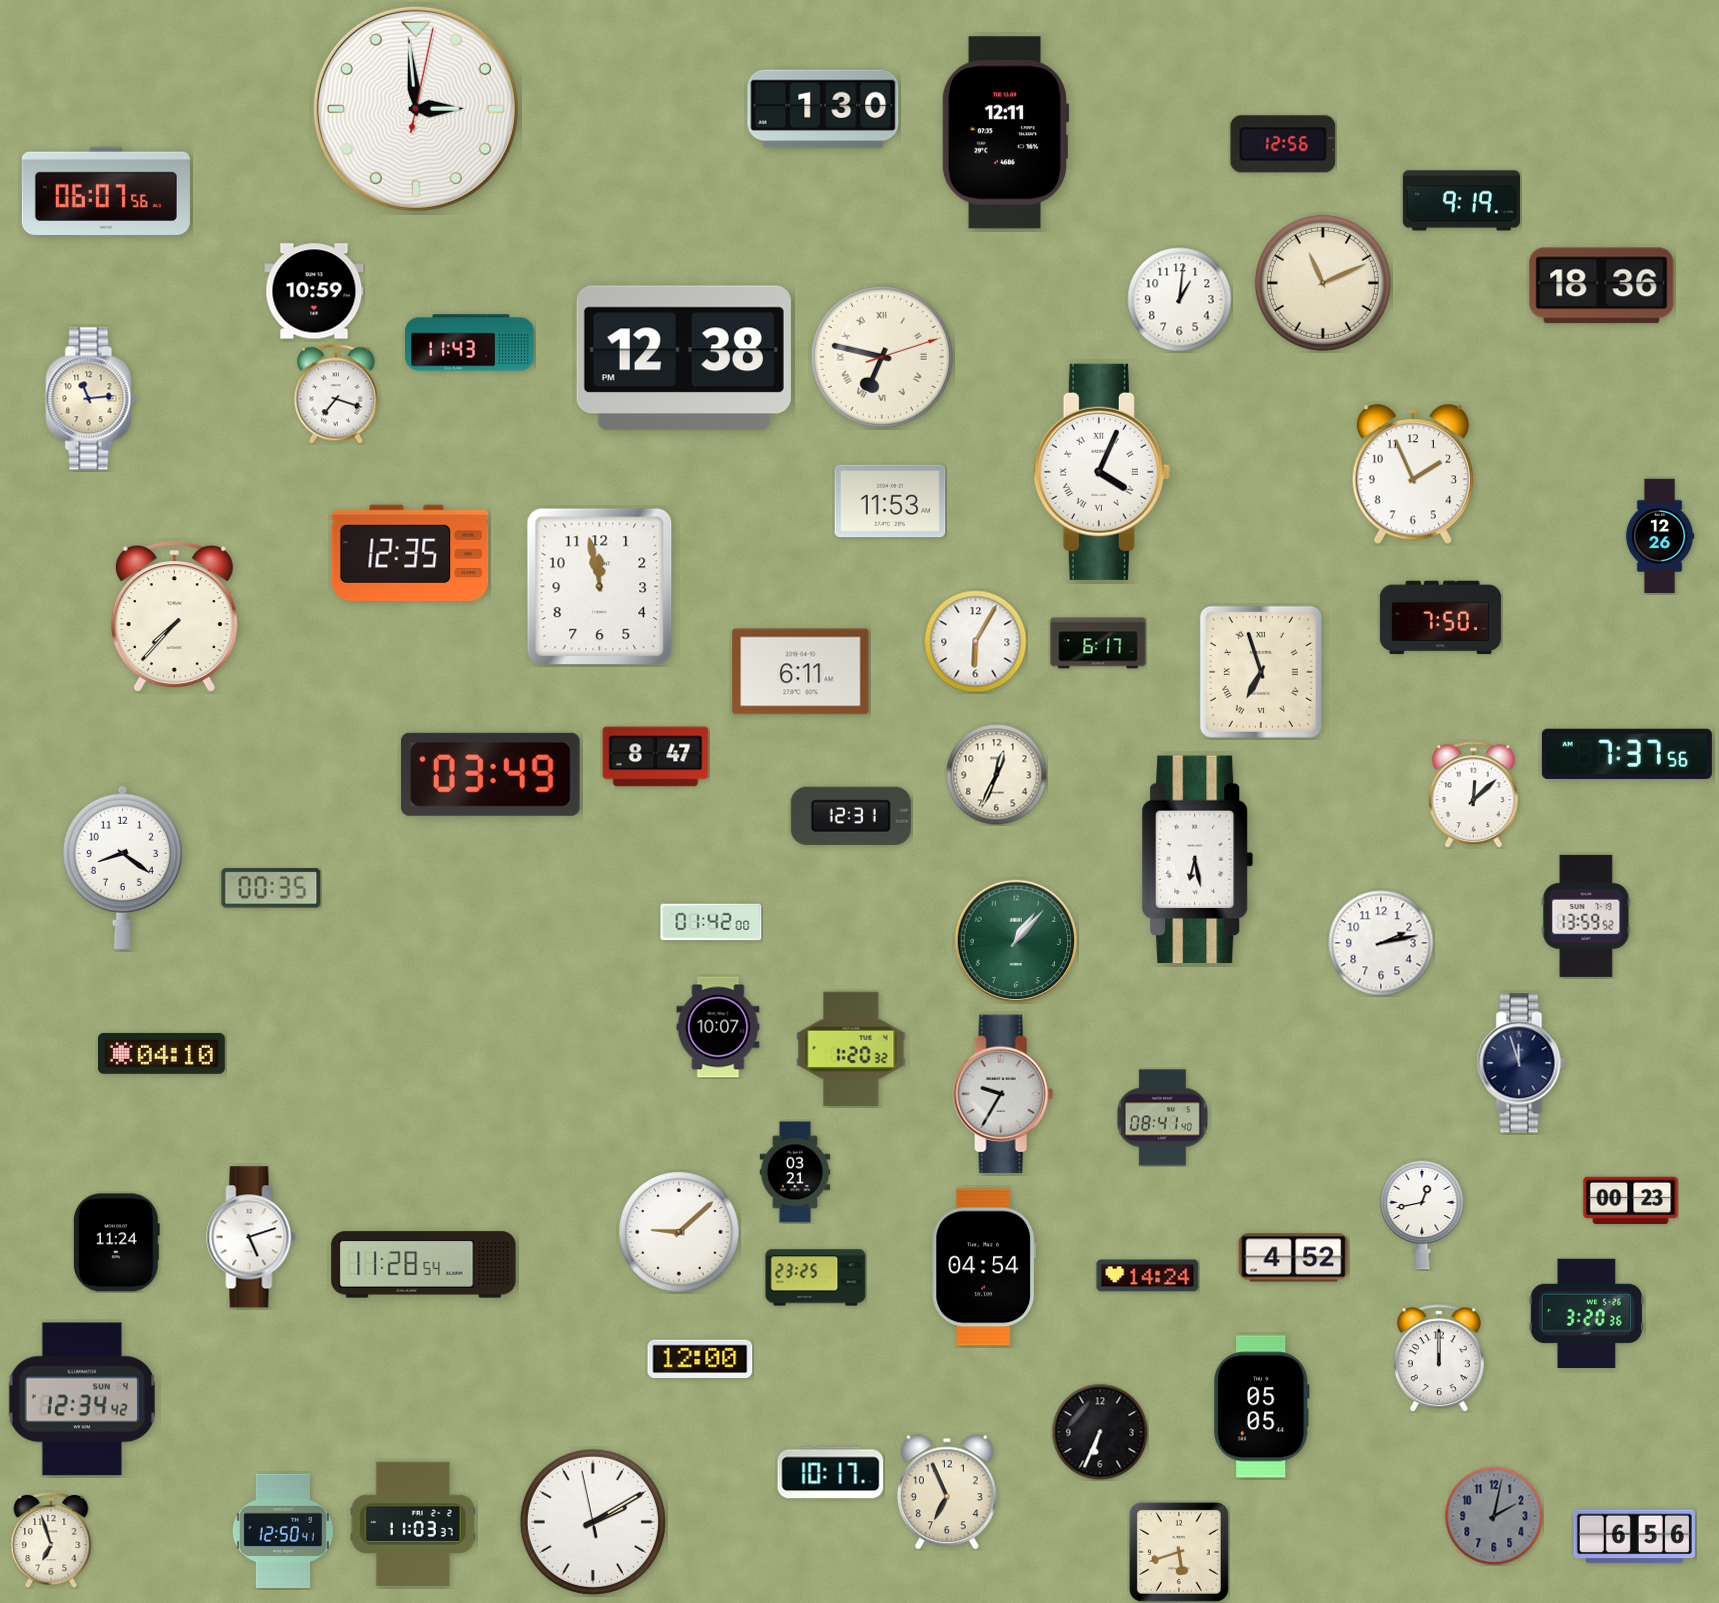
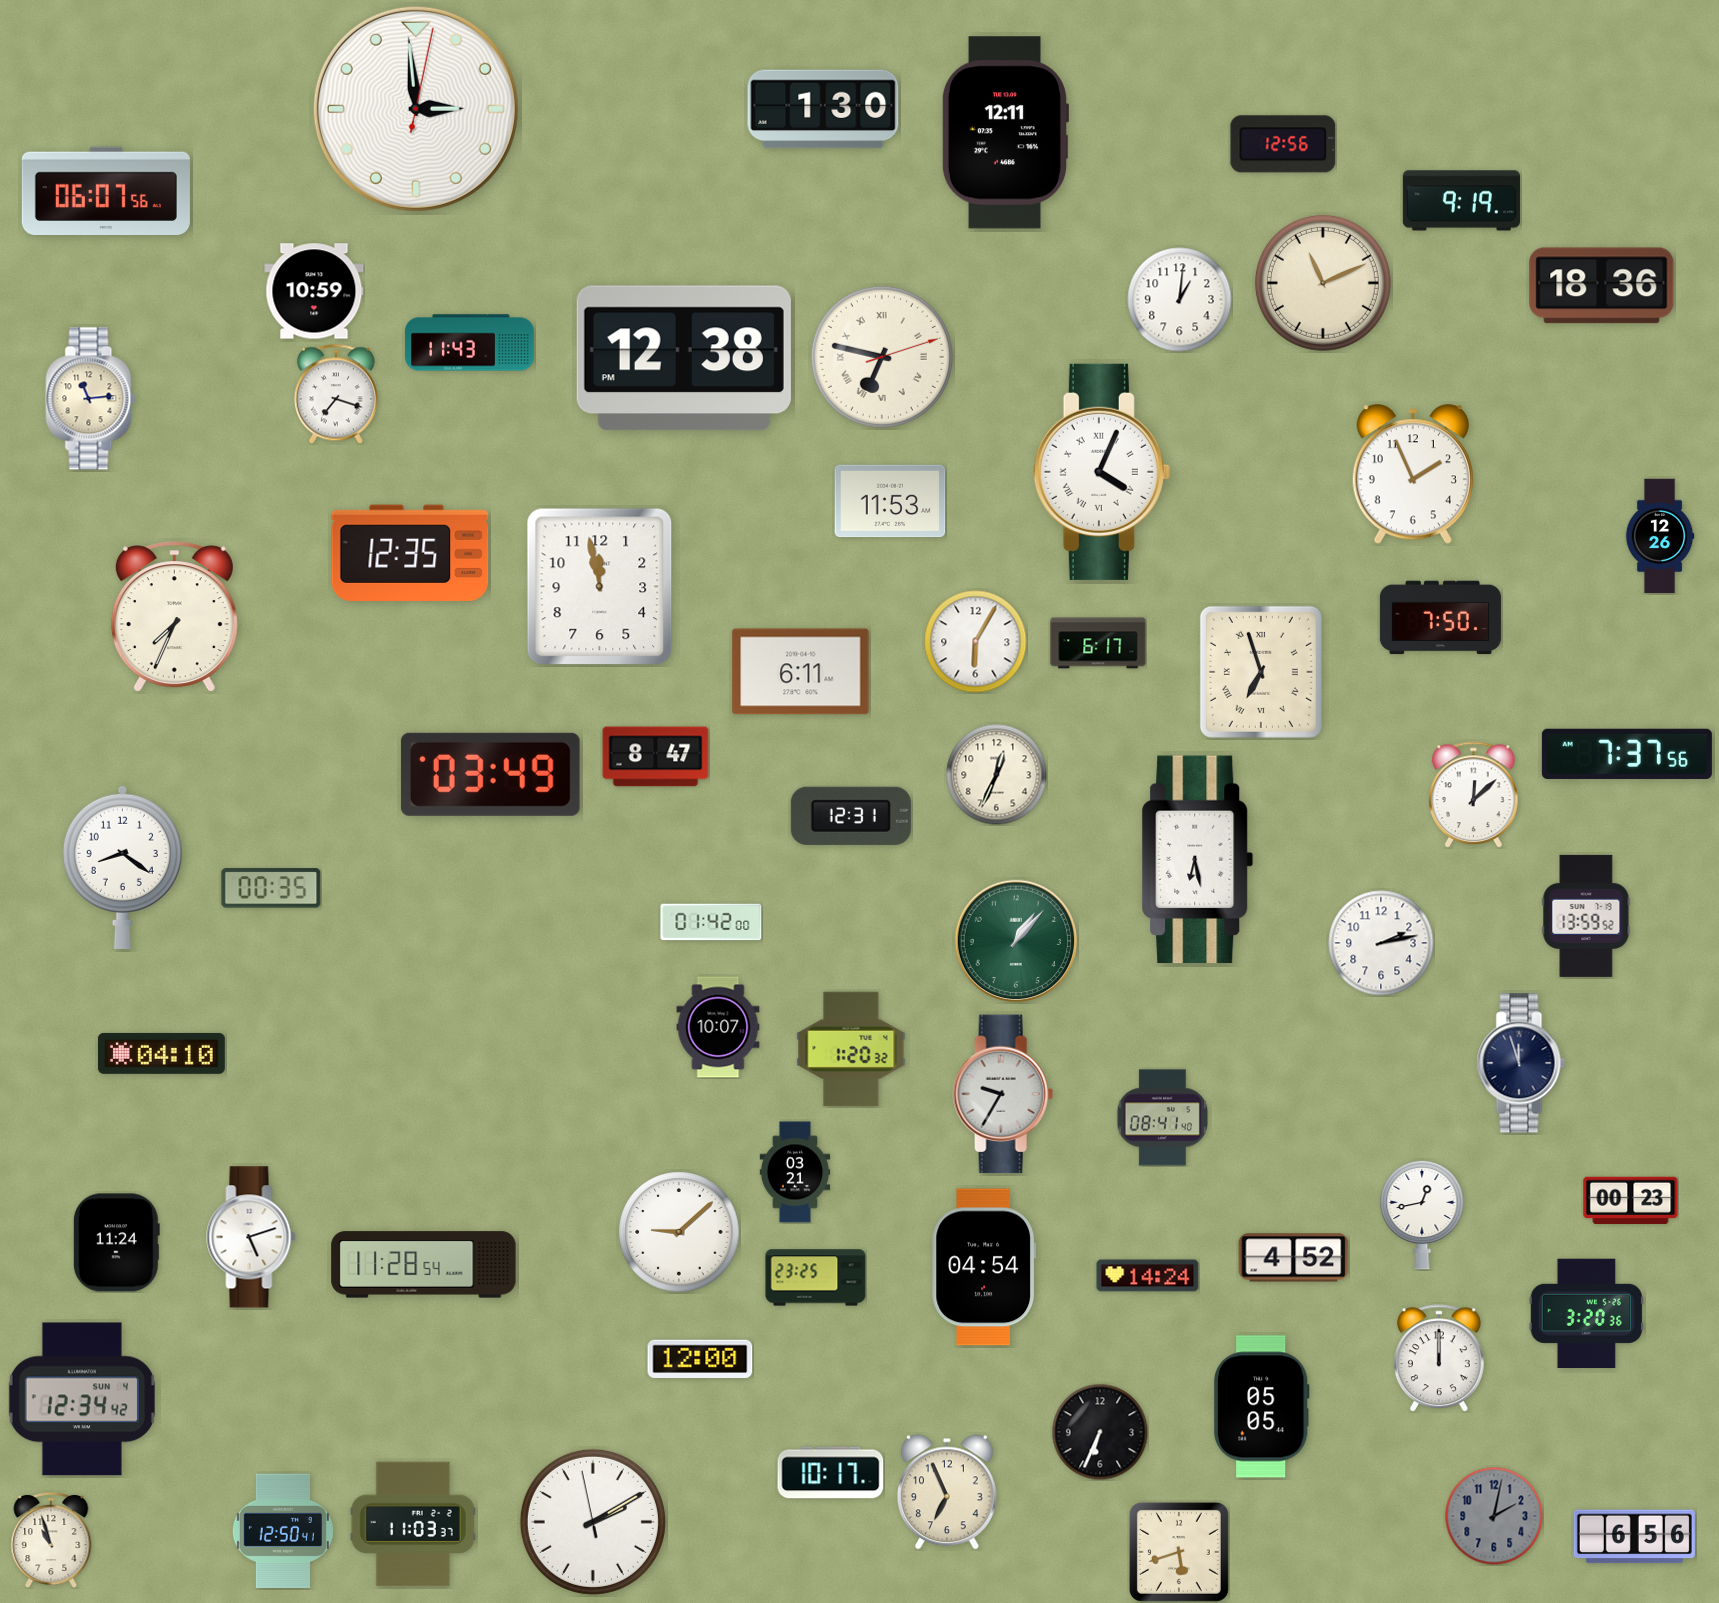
clock at (174, 617): 7:37 -> 7:34
clock at (51, 1540): 6:57 -> 10:57
